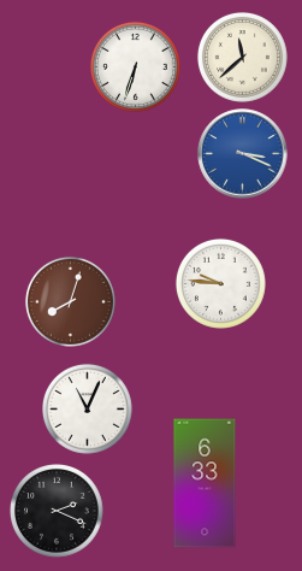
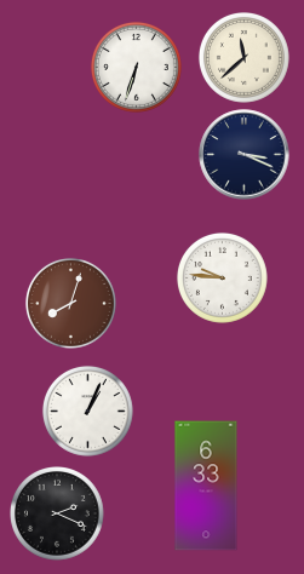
clock at (243, 154) dial: blue -> navy
clock at (220, 283) position: (220, 283) -> (222, 277)
clock at (87, 408): 11:04 -> 1:04
